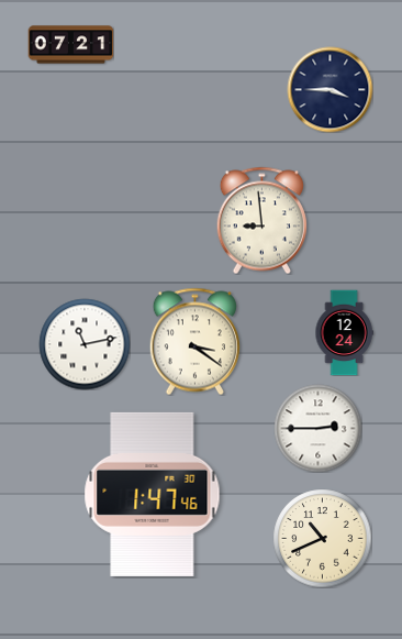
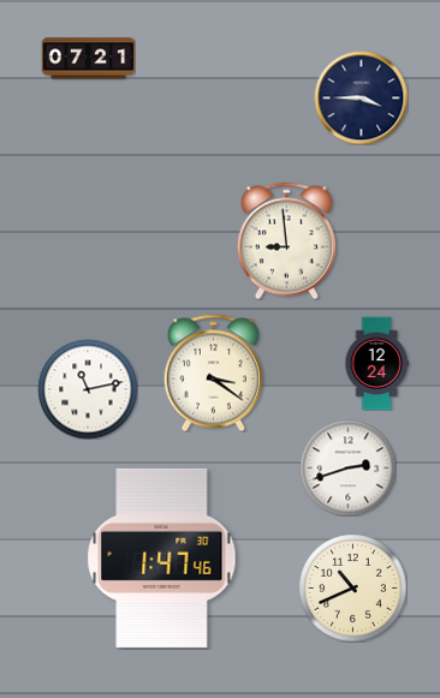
clock at (70, 45) position: (70, 45) -> (88, 59)
clock at (85, 344) position: (85, 344) -> (88, 389)
clock at (317, 428): 2:45 -> 2:42
clock at (153, 494) position: (153, 494) -> (162, 557)
